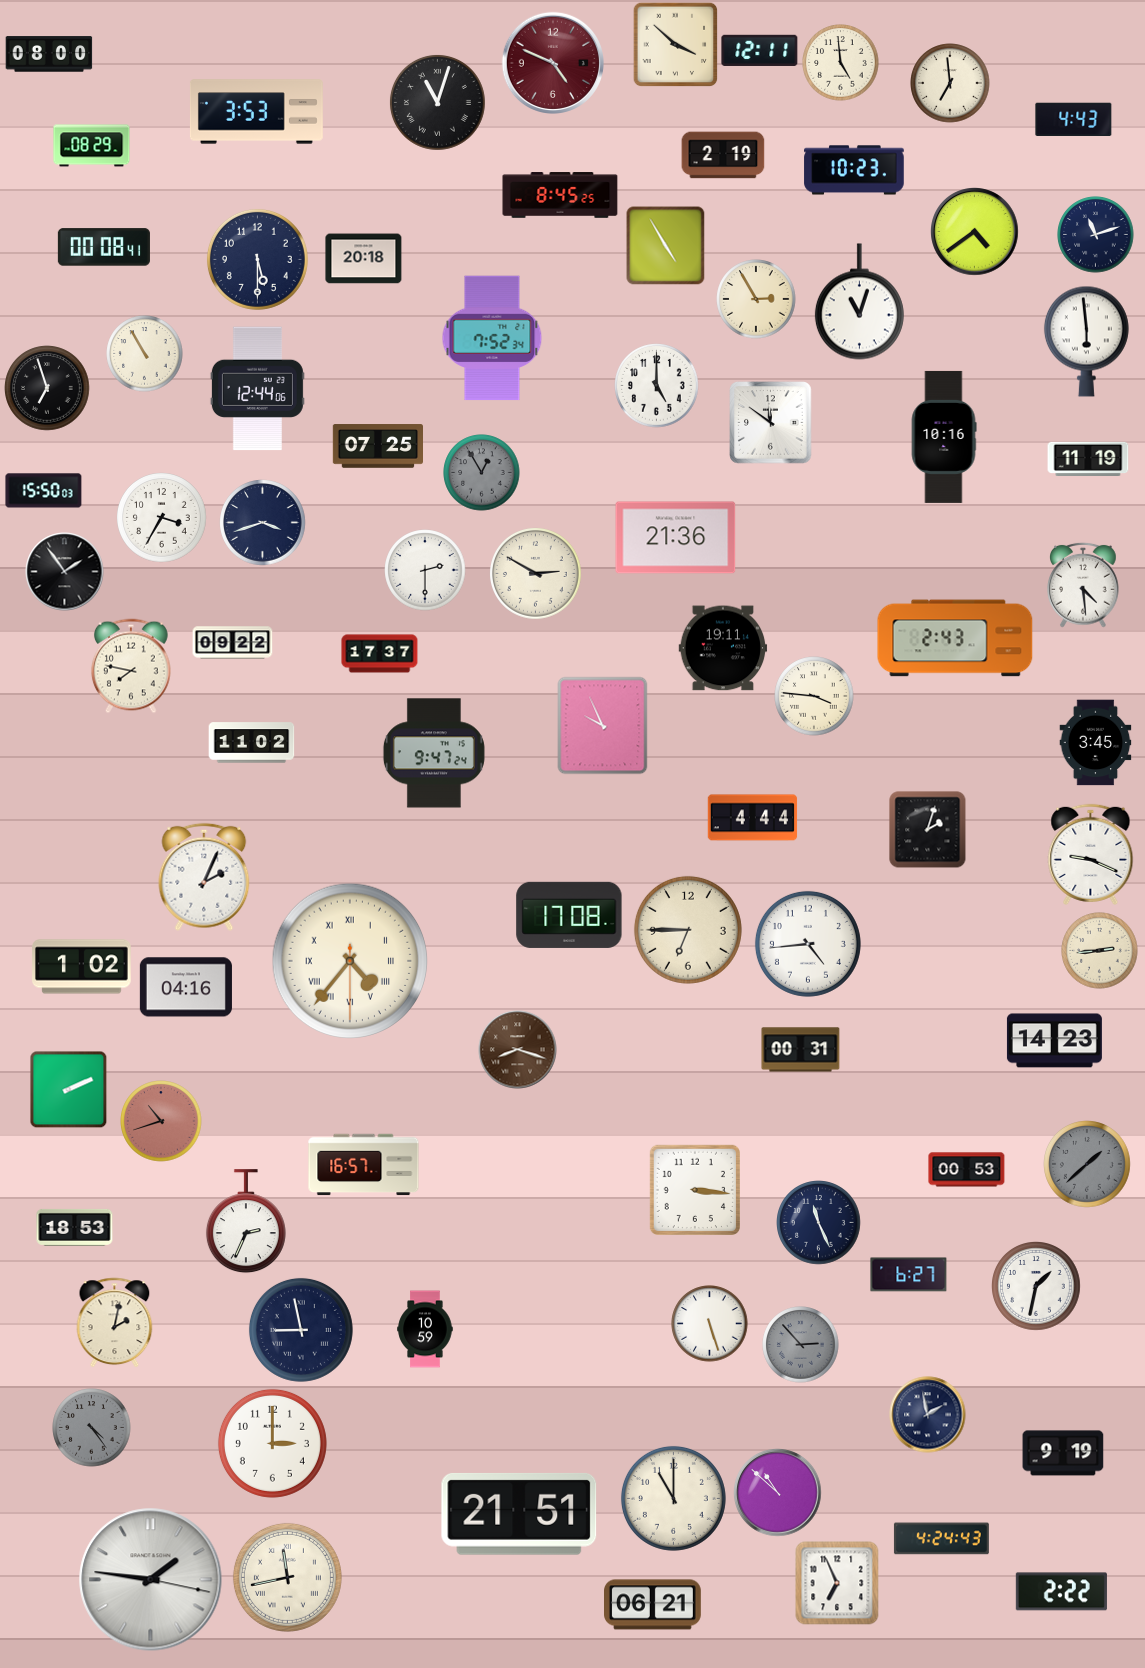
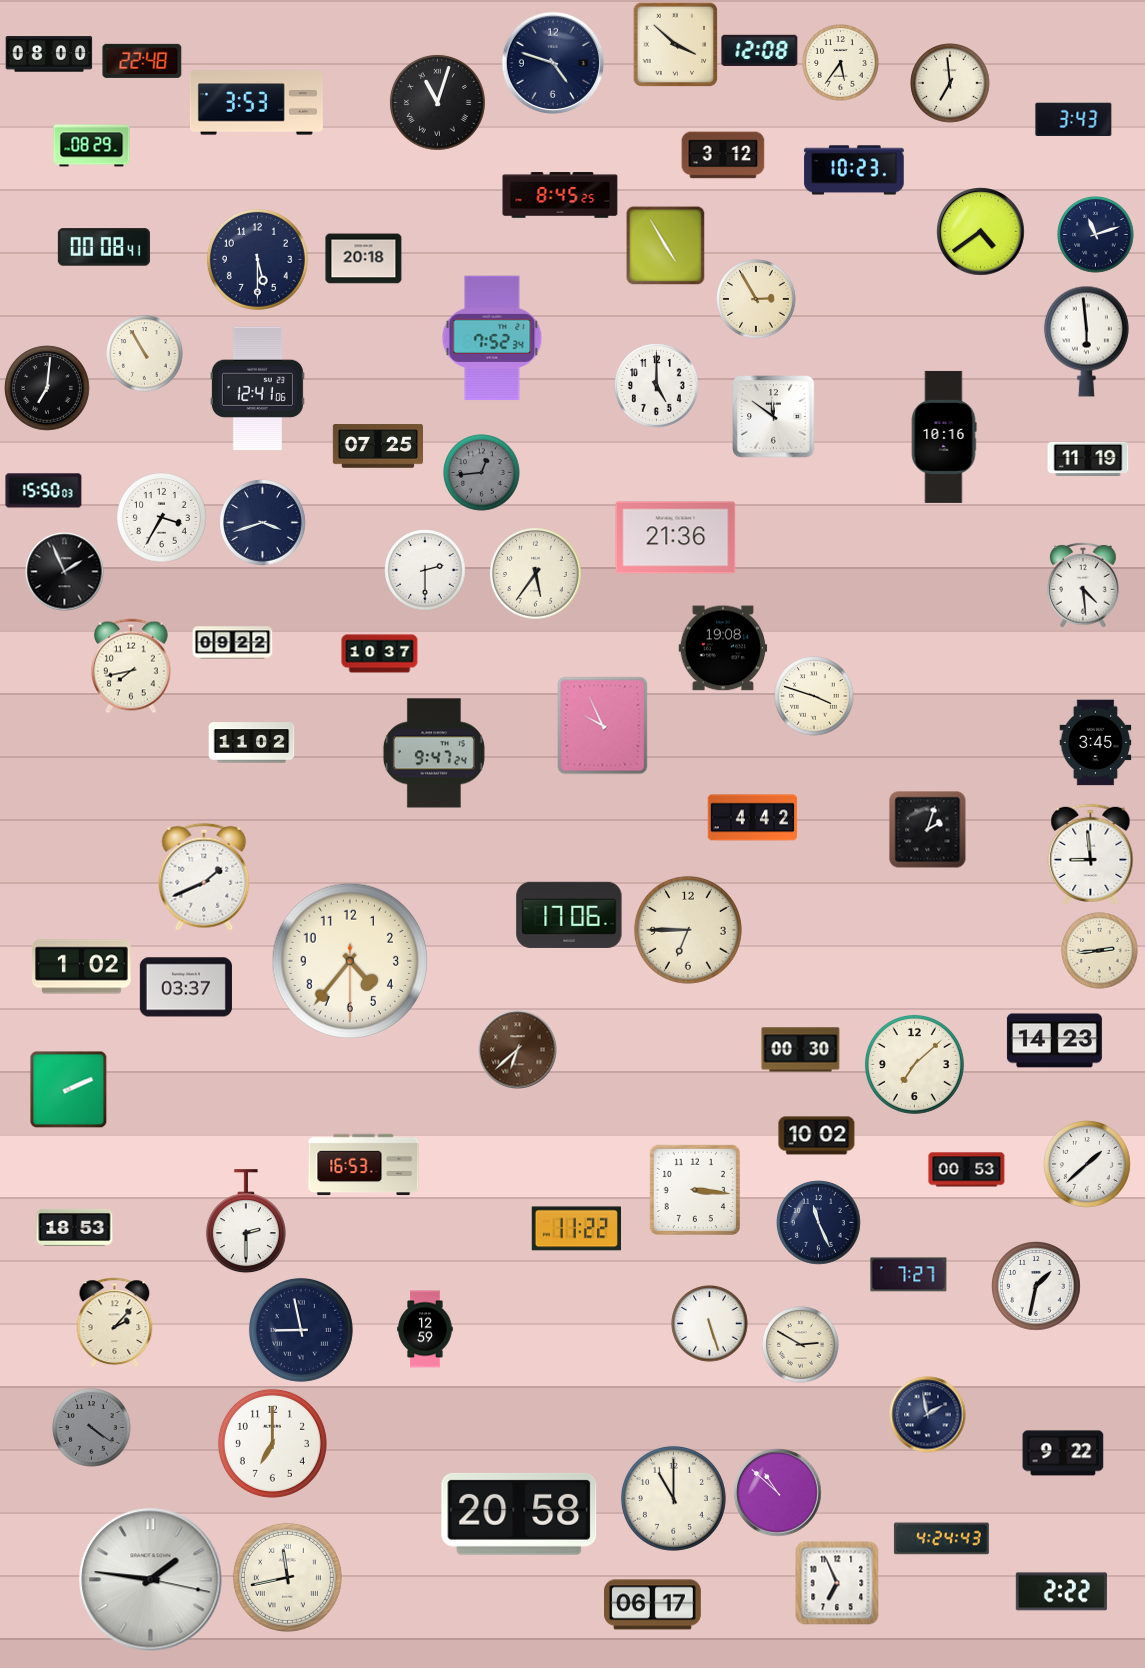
clock at (760, 50): 12:11 -> 12:08
clock at (142, 61): none -> 22:48
clock at (553, 63): 4:49 -> 4:48
clock at (553, 63) dial: burgundy -> navy
clock at (841, 63): 4:59 -> 5:36
clock at (256, 112) position: (256, 112) -> (256, 103)
clock at (1074, 119): 4:43 -> 3:43
clock at (723, 155): 2:19 -> 3:12
clock at (975, 232) position: (975, 232) -> (981, 232)
clock at (859, 302): 11:03 -> none
clock at (47, 388): 6:57 -> 7:01
clock at (257, 389): 12:44 -> 12:41
clock at (771, 423) position: (771, 423) -> (774, 417)
clock at (482, 473): 12:55 -> 12:44
clock at (65, 572): 1:54 -> 1:56
clock at (536, 574): 2:50 -> 5:36
clock at (955, 638): 2:43 -> none
clock at (723, 648): 19:11 -> 19:08
clock at (380, 654): 17:37 -> 10:37
clock at (131, 666): 7:47 -> 7:43
clock at (814, 696): 3:46 -> 3:48
clock at (753, 818): 4:44 -> 4:42
clock at (1091, 854): 9:19 -> 8:59
clock at (204, 877): 2:04 -> 1:41
clock at (569, 915): 17:08 -> 17:06
clock at (808, 944): 4:44 -> none
clock at (350, 961) numerals: Roman -> Arabic
clock at (186, 987): 04:16 -> 03:37
clock at (518, 1050): 8:18 -> 6:38
clock at (801, 1050): 00:31 -> 00:30
clock at (914, 1064): none -> 7:08
clock at (161, 1121): 10:42 -> none
clock at (817, 1136): none -> 10:02
clock at (1087, 1164) dial: grey -> white
clock at (364, 1165): 16:57 -> 16:53
clock at (246, 1222): 2:34 -> 2:30
clock at (576, 1229): none -> 11:22
clock at (909, 1275): 6:27 -> 7:27
clock at (115, 1323): 2:02 -> 2:07
clock at (425, 1329): 10:59 -> 12:59
clock at (801, 1345): 2:53 -> 2:50
clock at (801, 1345) dial: grey -> cream
clock at (92, 1428): 4:24 -> 4:21
clock at (272, 1443): 3:00 -> 7:00
clock at (1063, 1453): 9:19 -> 9:22
clock at (519, 1514): 21:51 -> 20:58
clock at (653, 1605): 06:21 -> 06:17
